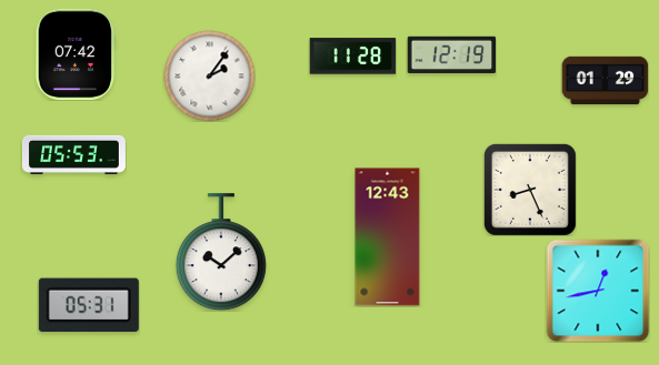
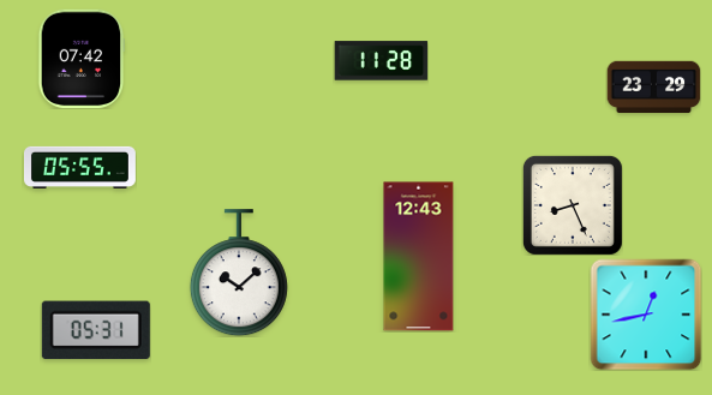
clock at (451, 54): 12:19 -> none
clock at (209, 75): 2:06 -> none
clock at (605, 81): 01:29 -> 23:29
clock at (74, 154): 05:53 -> 05:55
